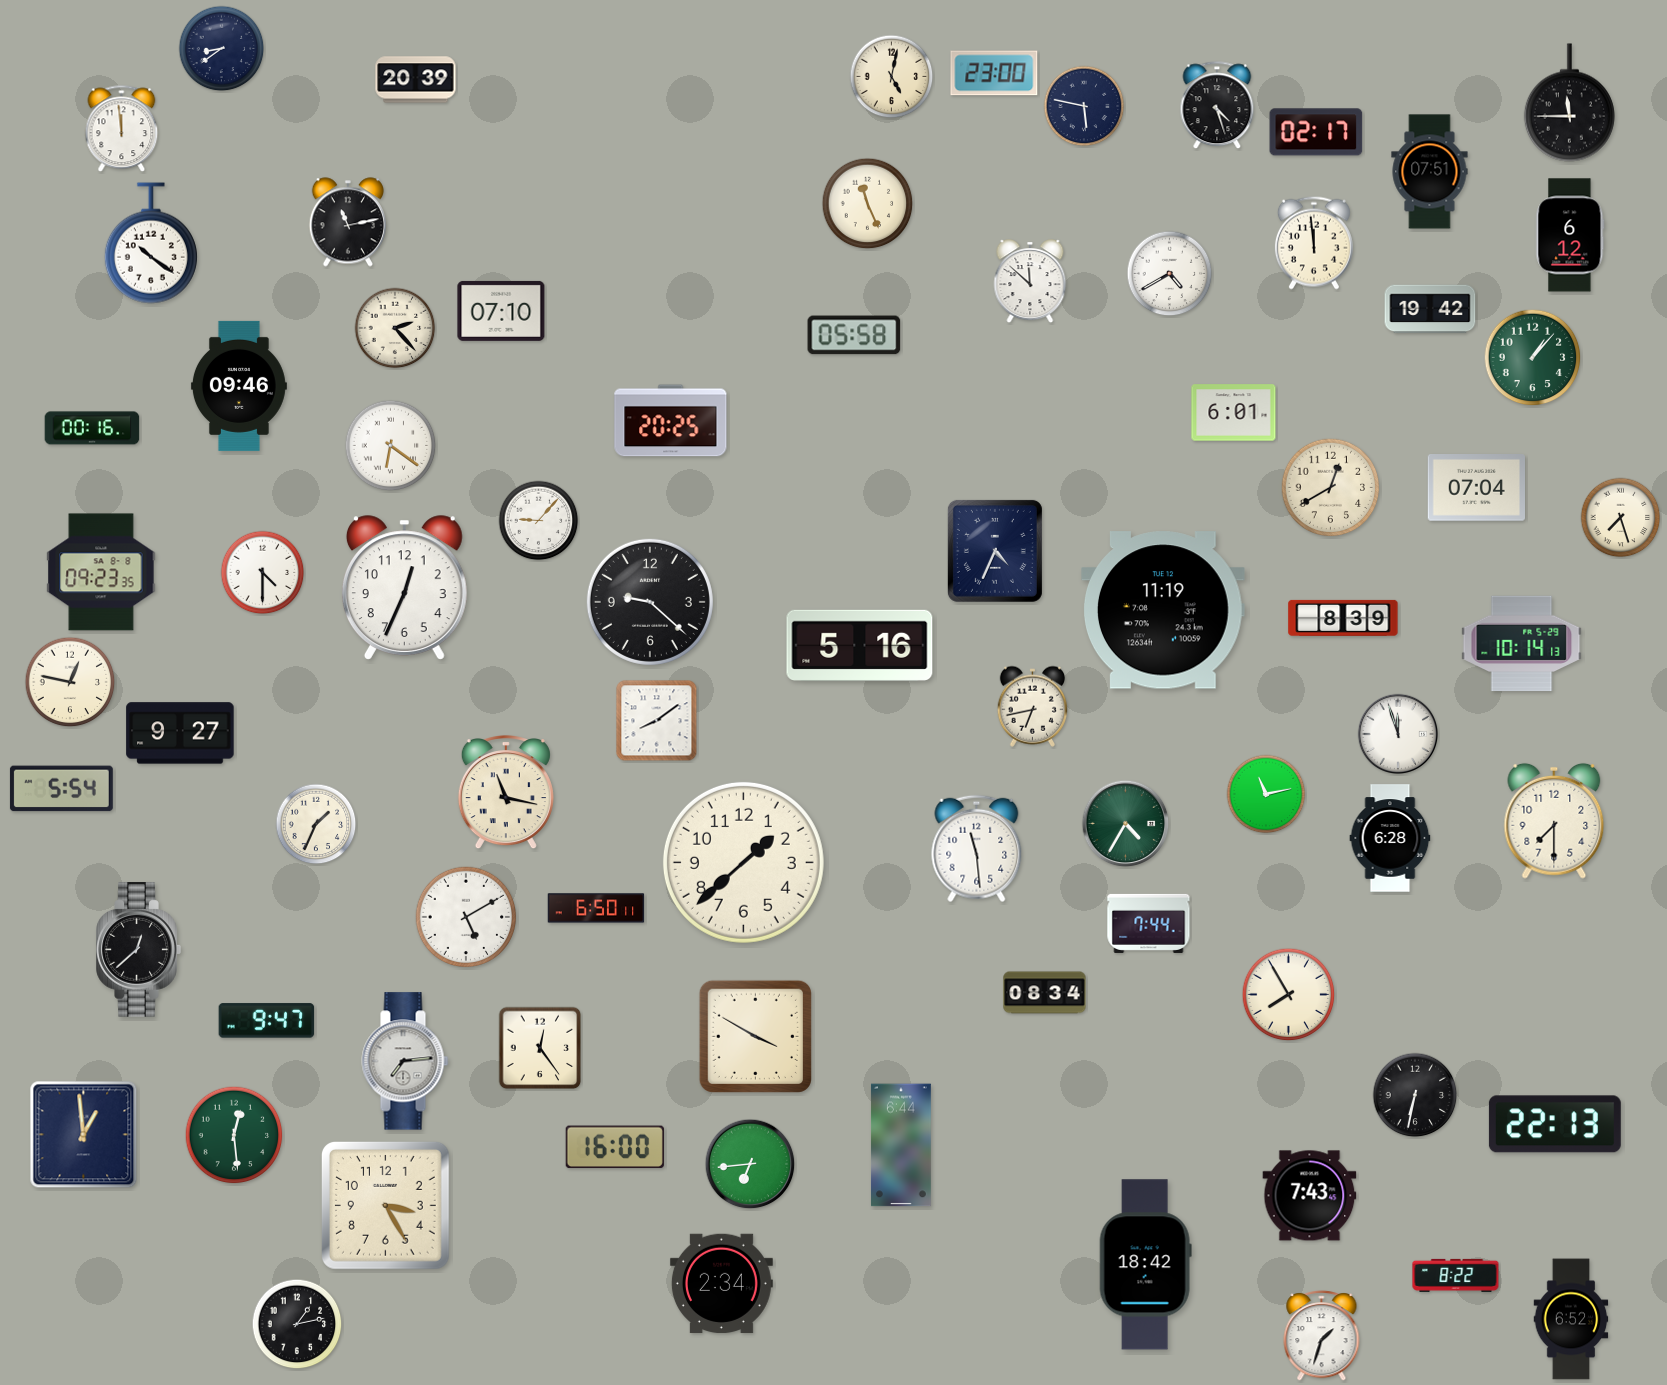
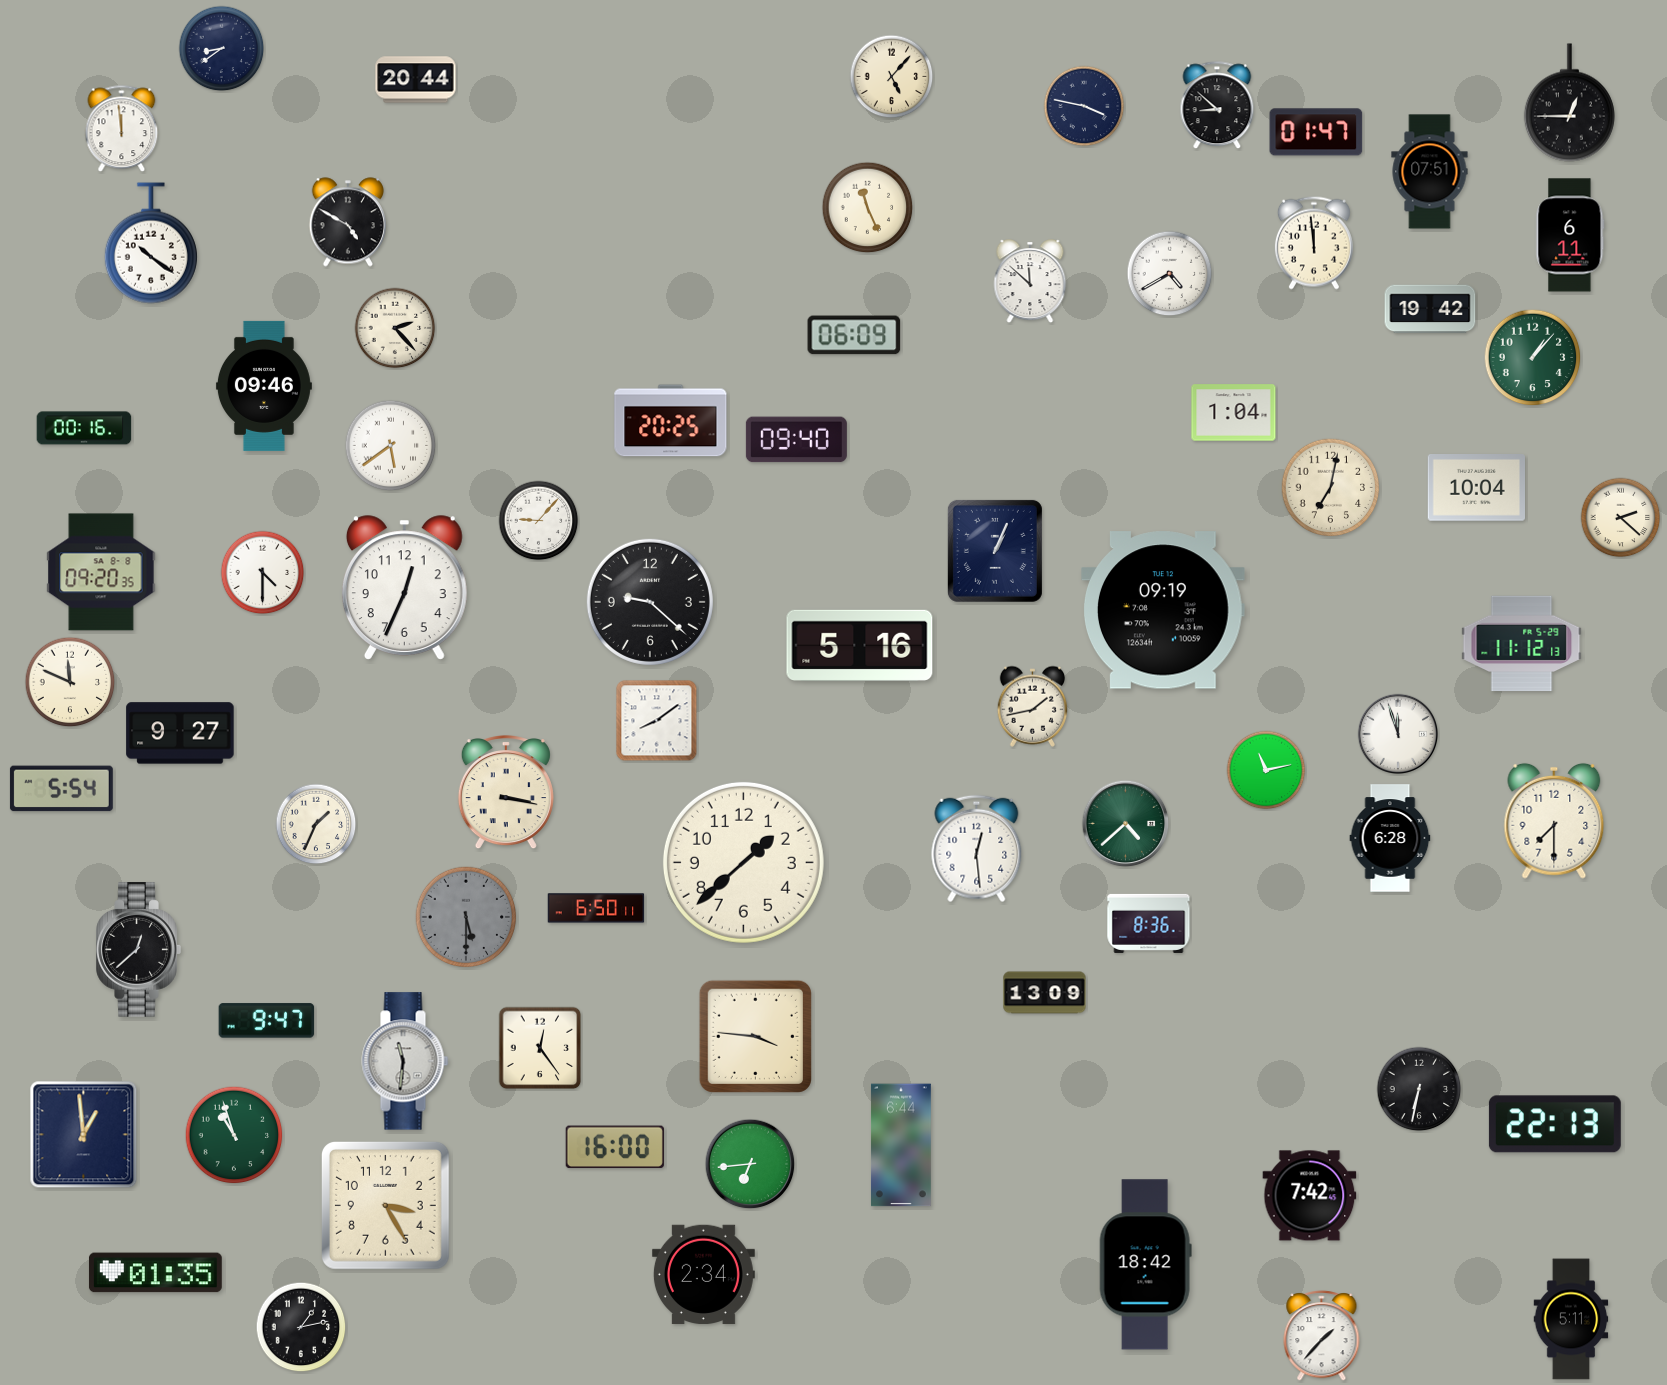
clock at (994, 73): 23:00 -> none
clock at (892, 77): 5:02 -> 5:07
clock at (416, 80): 20:39 -> 20:44
clock at (1569, 103): 11:45 -> 12:45
clock at (1084, 106): 5:47 -> 3:47
clock at (1217, 106): 4:27 -> 8:52
clock at (1316, 132): 02:17 -> 01:47
clock at (868, 204) position: (868, 204) -> (868, 208)
clock at (347, 222): 11:13 -> 4:50
clock at (1570, 235): 6:12 -> 6:11
clock at (501, 311): 07:10 -> none
clock at (854, 335): 05:58 -> 06:09
clock at (239, 386) position: (239, 386) -> (264, 386)
clock at (1234, 413): 6:01 -> 1:04
clock at (92, 428) position: (92, 428) -> (84, 428)
clock at (796, 440): none -> 09:40
clock at (391, 446): 6:21 -> 5:39
clock at (1331, 488): 12:40 -> 7:02
clock at (1476, 488): 07:04 -> 10:04
clock at (1621, 518): 7:27 -> 2:22
clock at (995, 551): 4:34 -> 1:04
clock at (101, 572): 09:23 -> 09:20
clock at (1163, 610): 11:19 -> 09:19
clock at (1343, 618): 8:39 -> none
clock at (1522, 644): 10:14 -> 11:12
clock at (70, 682): 12:47 -> 11:49
clock at (1032, 706): 6:43 -> 1:43
clock at (506, 793): 11:17 -> 3:17
clock at (1266, 794) position: (1266, 794) -> (1266, 770)
clock at (1126, 824): 4:35 -> 4:38
clock at (977, 849): 11:29 -> 12:29
clock at (466, 917): 5:10 -> 5:30
clock at (466, 917) dial: white -> grey
clock at (1149, 923): 7:44 -> 8:36
clock at (1045, 993): 08:34 -> 13:09
clock at (1289, 995): 7:55 -> none
clock at (755, 1036): 3:50 -> 3:46
clock at (405, 1061): 7:14 -> 11:31
clock at (1415, 1095) position: (1415, 1095) -> (1419, 1089)
clock at (234, 1135): 12:29 -> 10:57
clock at (1310, 1196): 7:43 -> 7:42
clock at (155, 1273): none -> 01:35
clock at (1456, 1275): 8:22 -> none
clock at (721, 1284) position: (721, 1284) -> (703, 1275)
clock at (1571, 1319): 6:52 -> 5:11
clock at (297, 1324) position: (297, 1324) -> (301, 1327)
clock at (1322, 1336): 1:33 -> 1:37
